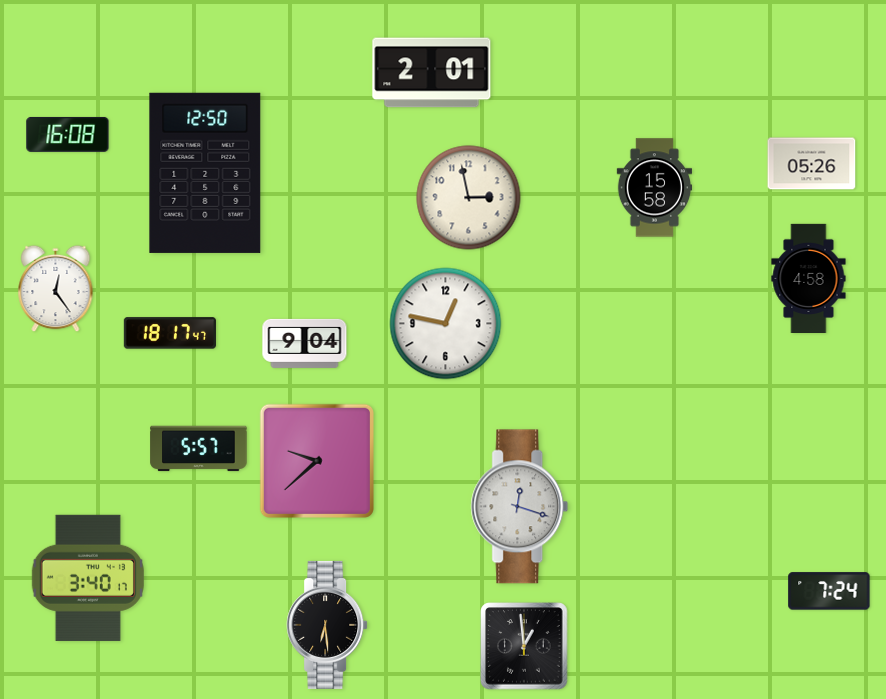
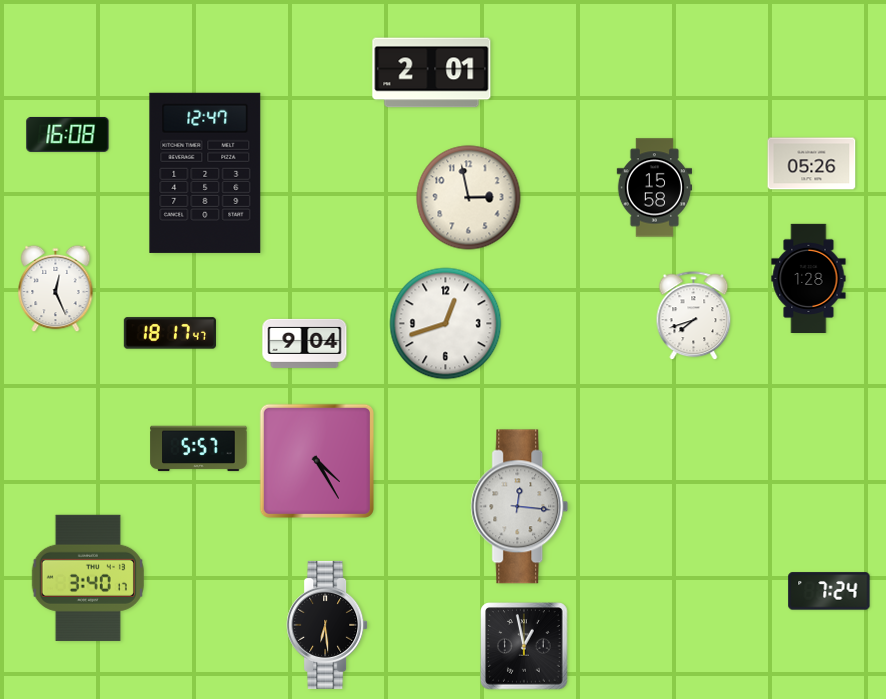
clock at (205, 173): 12:50 -> 12:47
clock at (809, 278): 4:58 -> 1:28
clock at (56, 289): 12:24 -> 12:26
clock at (694, 316): none -> 7:42
clock at (446, 324): 12:47 -> 12:42
clock at (317, 461): 9:38 -> 4:25
clock at (520, 507): 12:18 -> 12:16
clock at (524, 646): 12:59 -> 12:58
